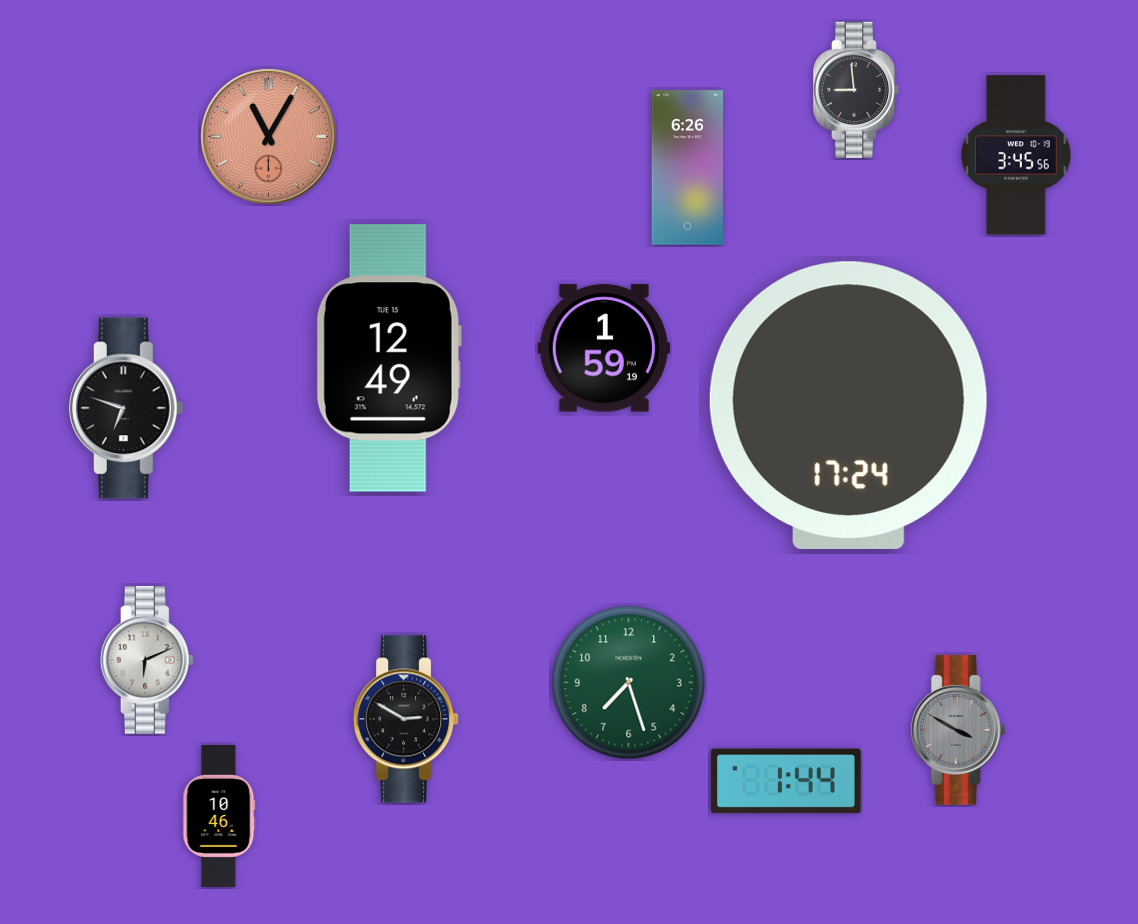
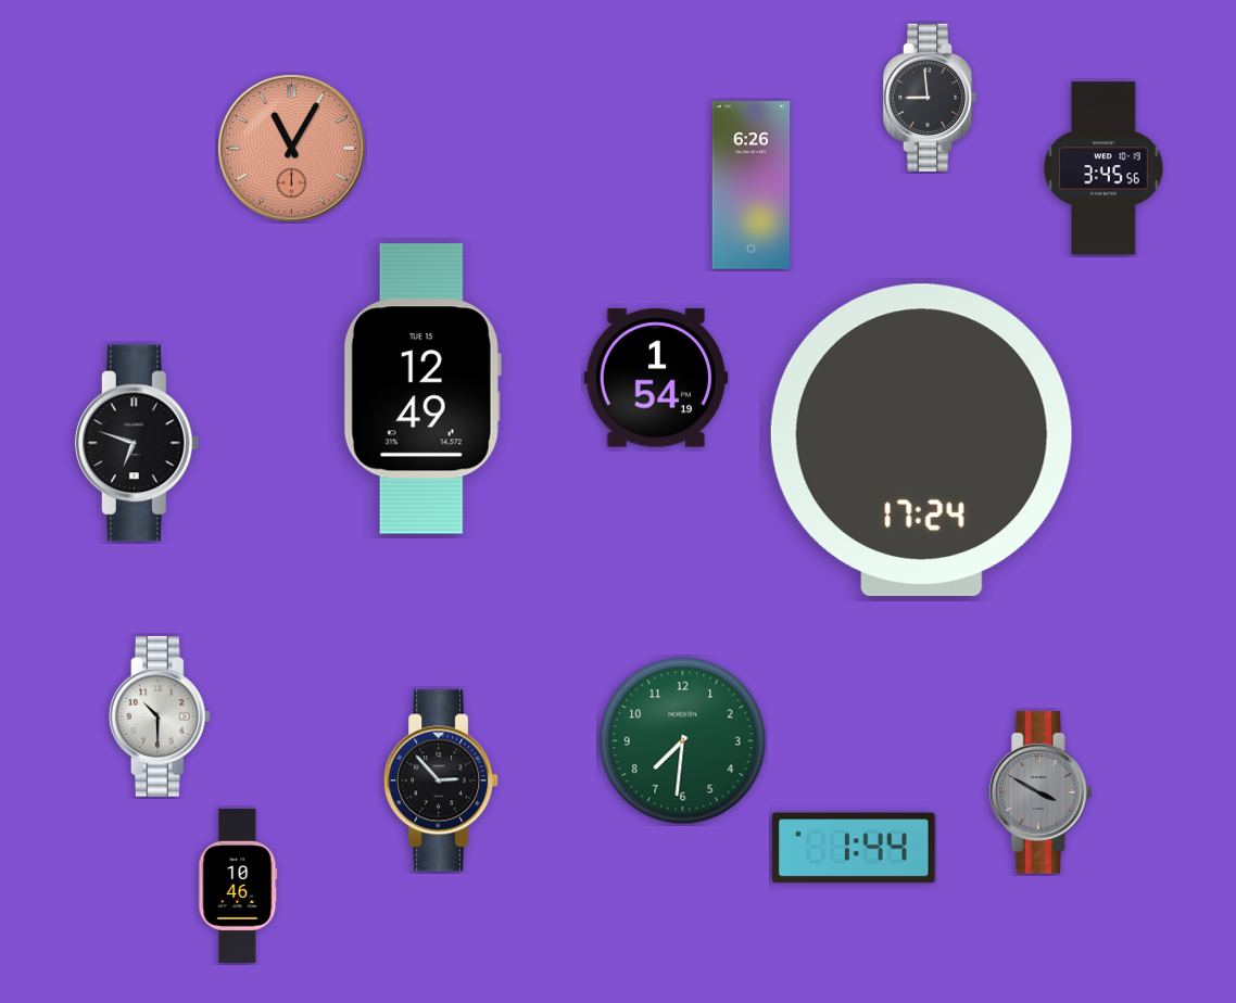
clock at (688, 168) position: (688, 168) -> (752, 186)
clock at (603, 348): 1:59 -> 1:54
clock at (147, 661): 6:11 -> 10:30
clock at (629, 683): 7:27 -> 7:31
clock at (407, 719): 2:50 -> 2:53
